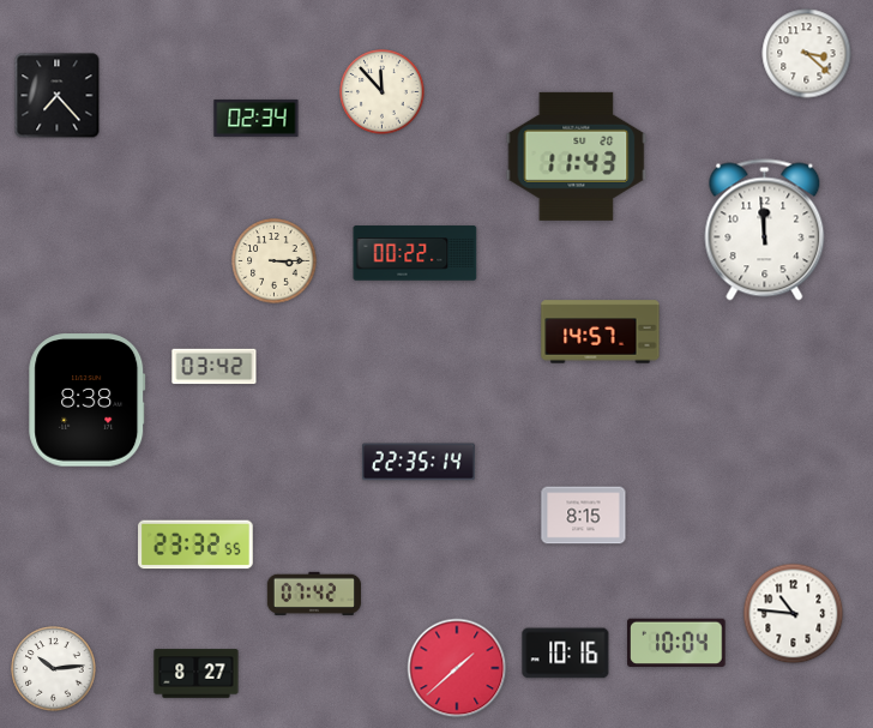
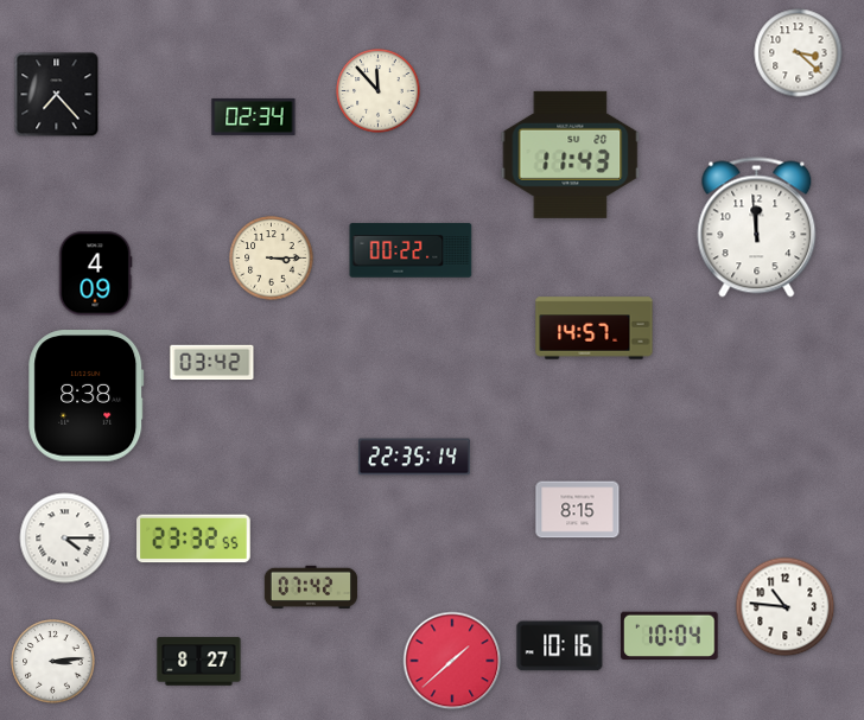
clock at (95, 274): none -> 4:09
clock at (65, 539): none -> 4:15
clock at (54, 669): 10:14 -> 3:14
clock at (197, 674) position: (197, 674) -> (199, 662)
